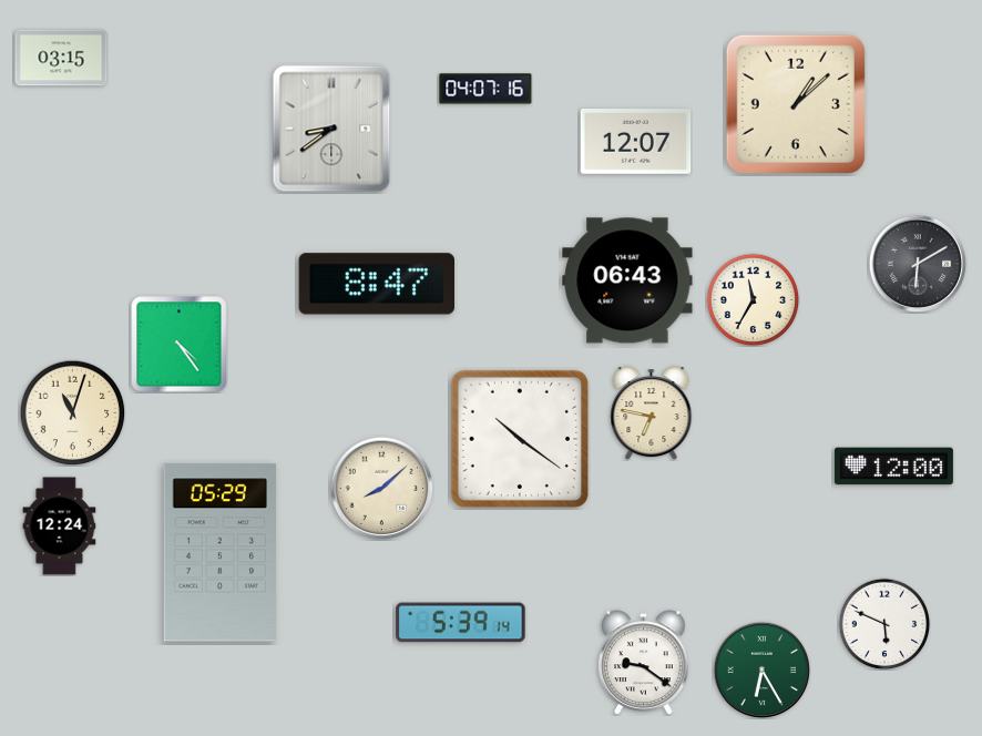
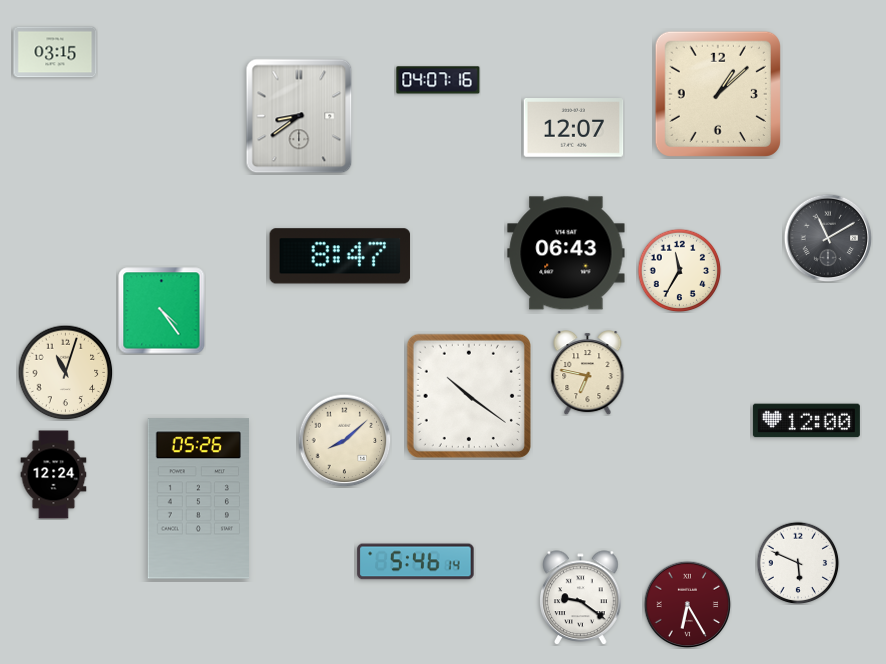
clock at (918, 264): 6:10 -> 11:10
clock at (219, 553): 05:29 -> 05:26
clock at (461, 623): 5:39 -> 5:46
clock at (761, 669) dial: green -> burgundy
